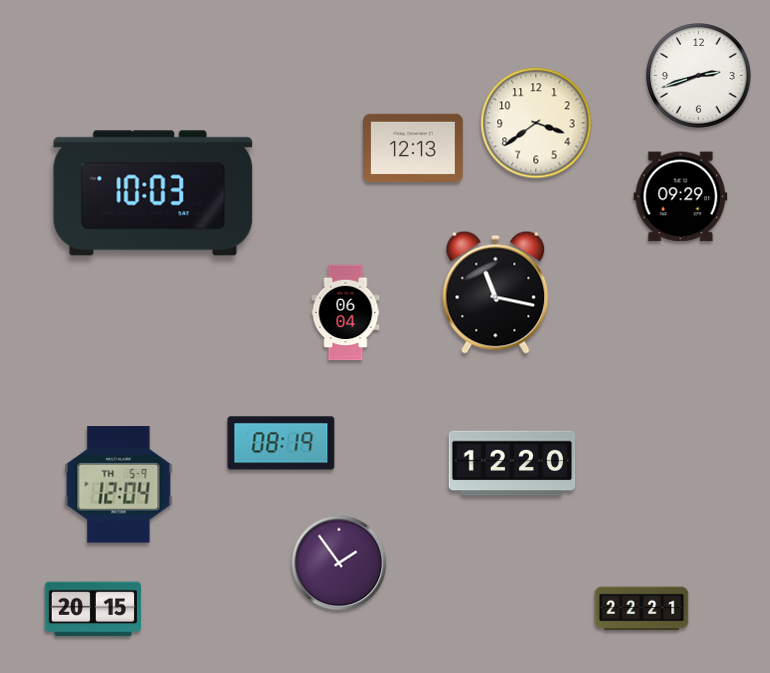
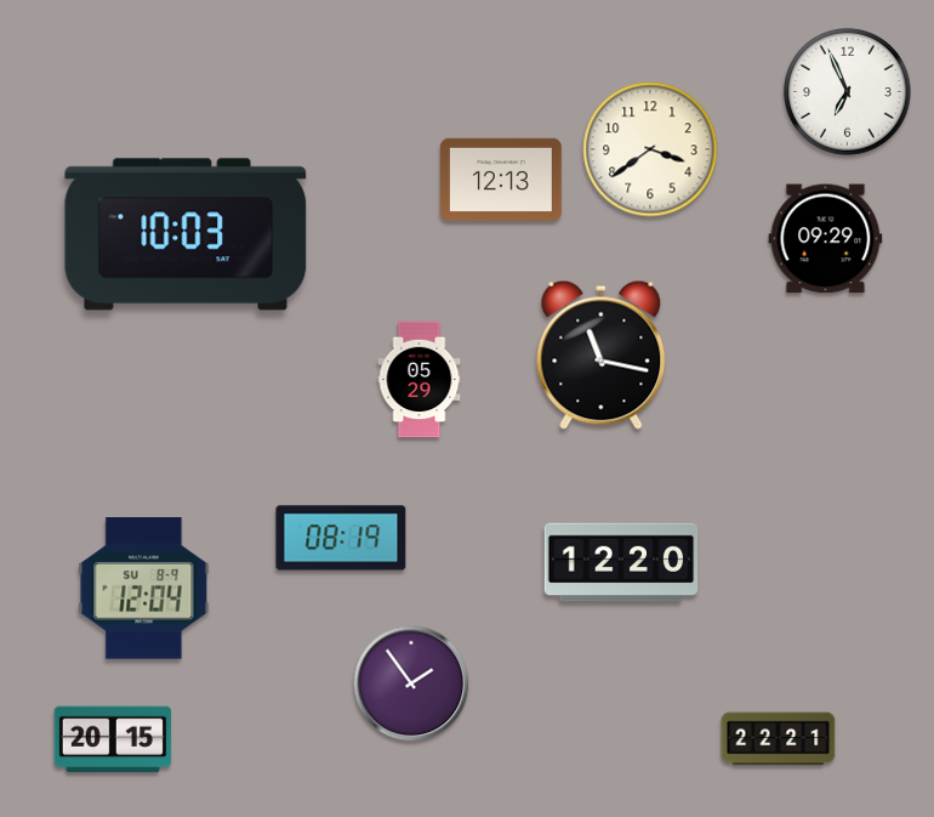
clock at (699, 76): 2:42 -> 6:56
clock at (346, 313): 06:04 -> 05:29
clock at (119, 485) date: TH 5-9 -> SU 8-9
